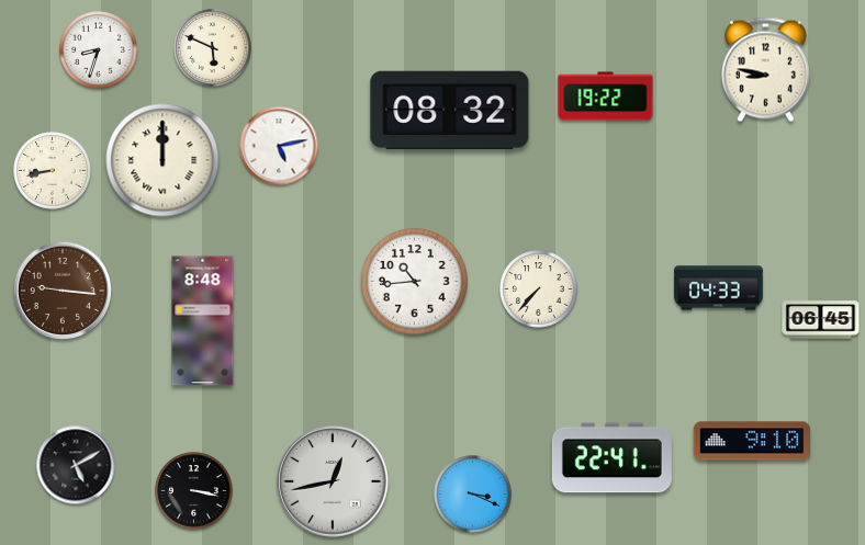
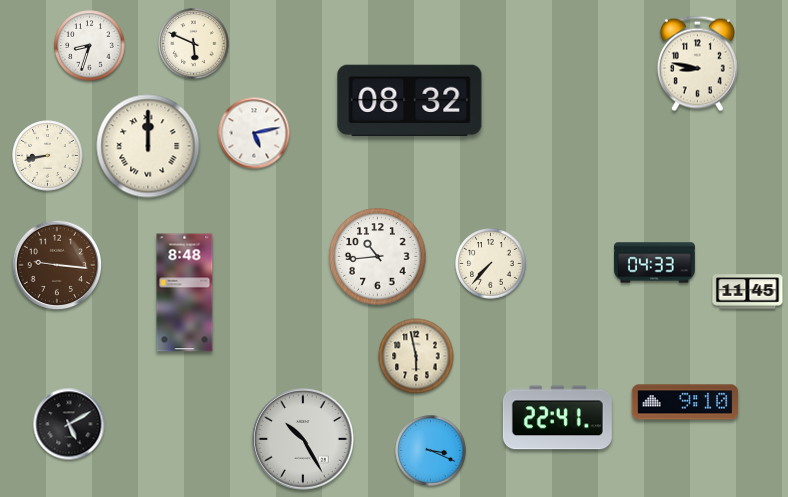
clock at (606, 96): 19:22 -> none
clock at (821, 320): 06:45 -> 11:45
clock at (416, 356): none -> 5:58
clock at (333, 481): 12:43 -> 10:25
clock at (194, 491): 3:17 -> none
